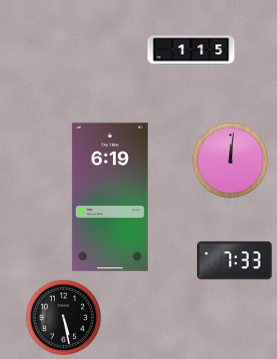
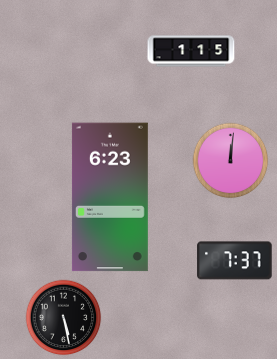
clock at (110, 197): 6:19 -> 6:23
clock at (235, 261): 7:33 -> 7:37
